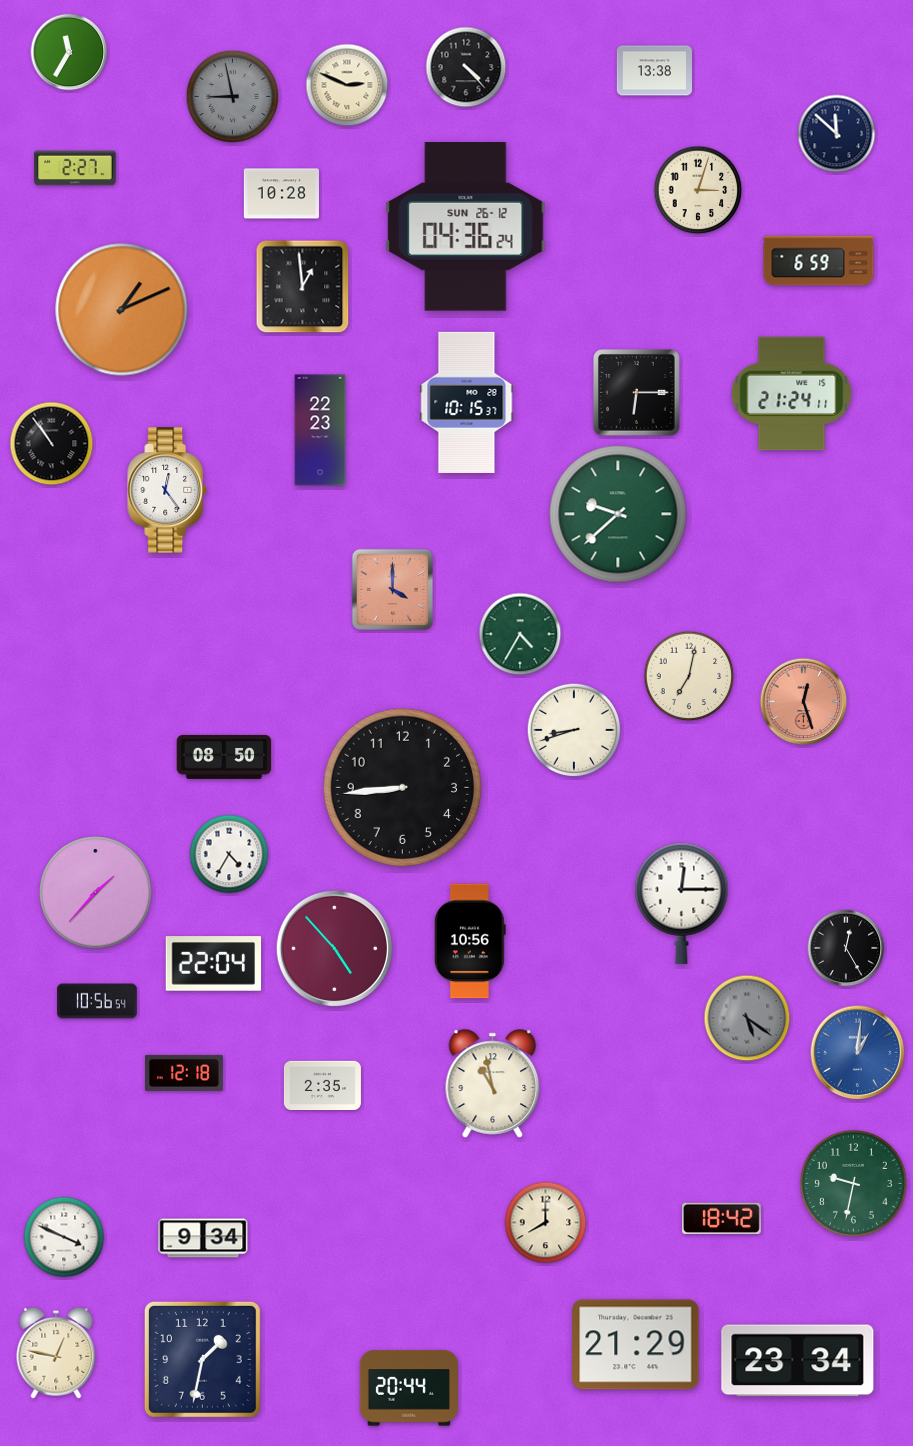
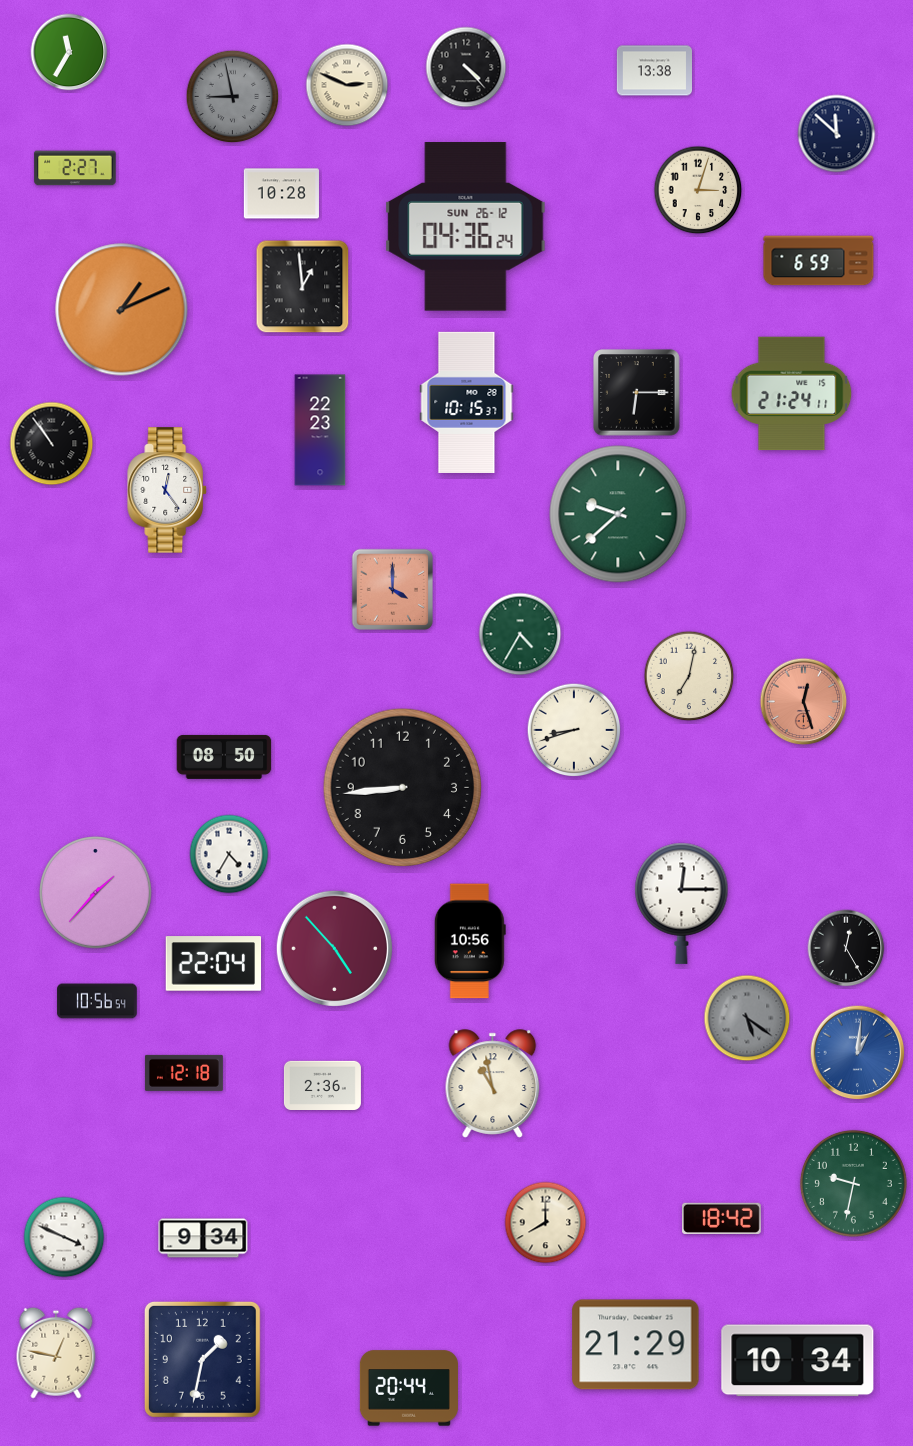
clock at (322, 1085): 2:35 -> 2:36
clock at (798, 1361): 23:34 -> 10:34
